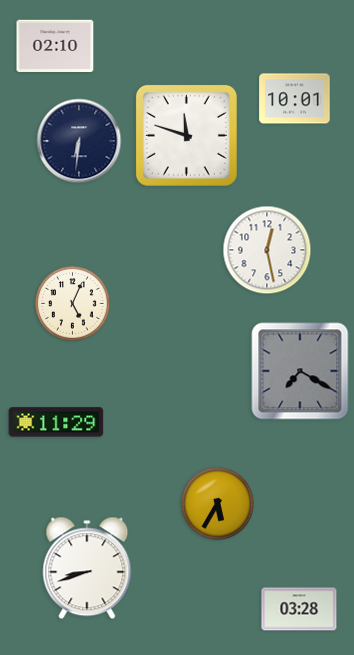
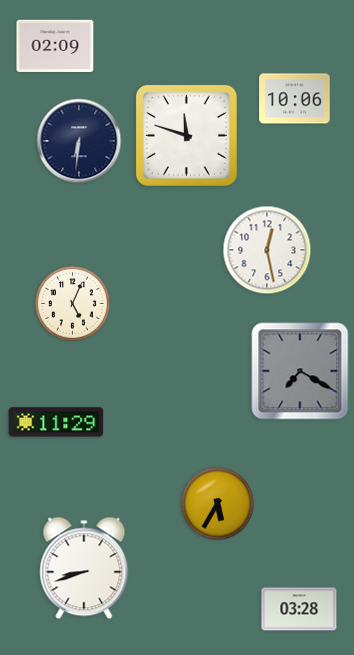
clock at (55, 45): 02:10 -> 02:09
clock at (295, 99): 10:01 -> 10:06
clock at (87, 568) position: (87, 568) -> (84, 568)
